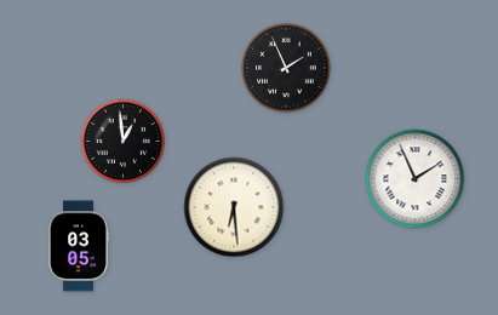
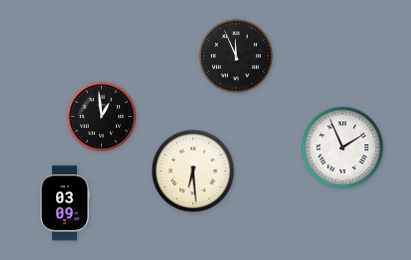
clock at (286, 68): 1:56 -> 11:56
clock at (78, 246): 03:05 -> 03:09
